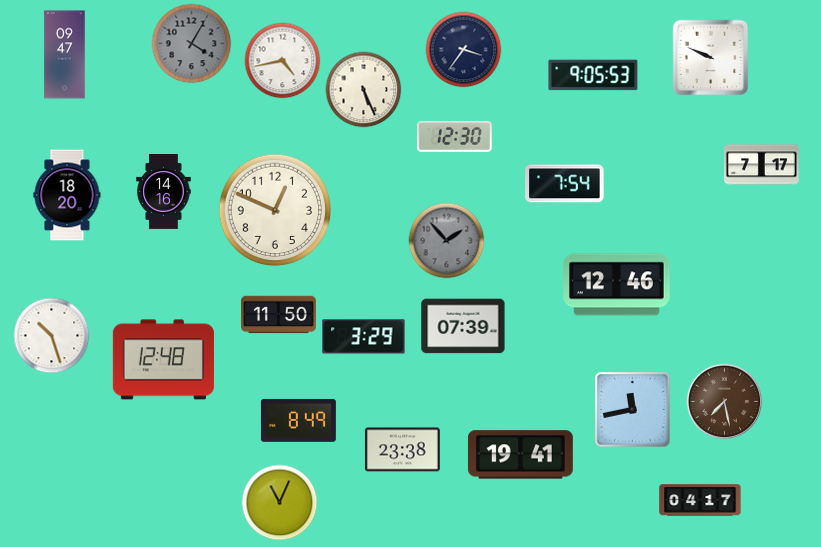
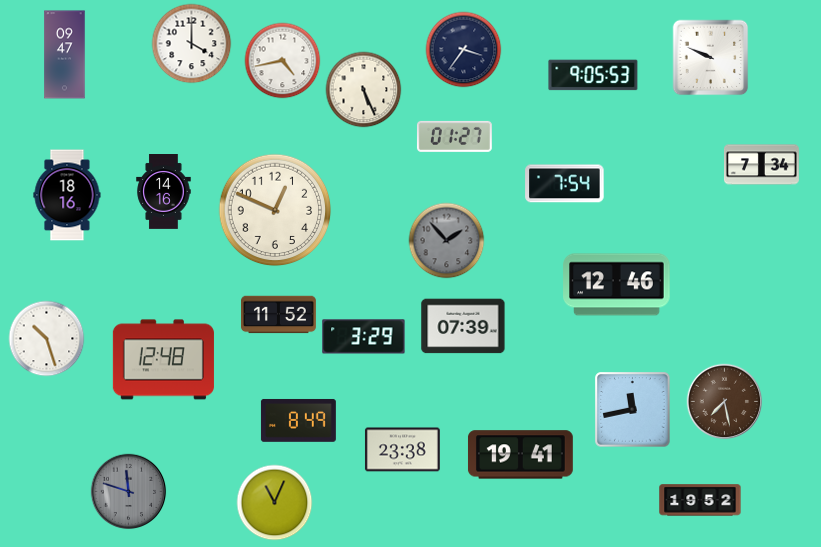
clock at (192, 44): 4:05 -> 4:00
clock at (192, 44) dial: grey -> white
clock at (454, 136): 12:30 -> 01:27
clock at (762, 165): 7:17 -> 7:34
clock at (67, 195): 18:20 -> 18:16
clock at (279, 315): 11:50 -> 11:52
clock at (52, 336) position: (52, 336) -> (47, 339)
clock at (129, 492): none -> 11:48
clock at (700, 500): 04:17 -> 19:52
clock at (280, 503) position: (280, 503) -> (275, 503)
